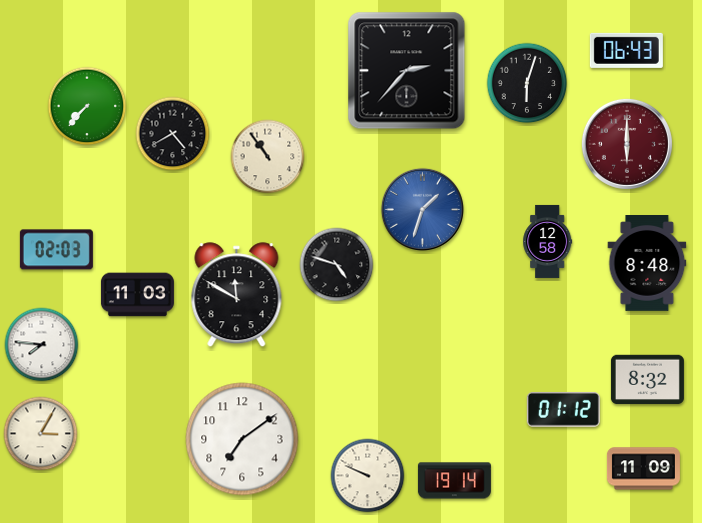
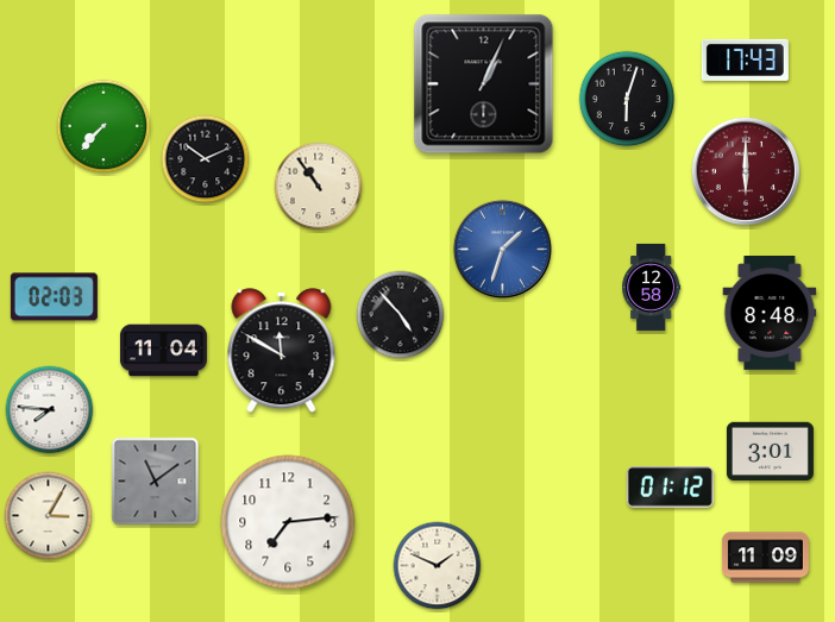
clock at (626, 50): 06:43 -> 17:43
clock at (407, 71): 2:37 -> 1:04
clock at (173, 134): 4:40 -> 10:11
clock at (56, 250) position: (56, 250) -> (54, 297)
clock at (337, 265): 4:48 -> 4:53
clock at (137, 295): 11:03 -> 11:04
clock at (647, 380): 8:32 -> 3:01
clock at (156, 482): none -> 11:09
clock at (242, 439): 7:09 -> 7:14
clock at (368, 476): 9:49 -> 1:49
clock at (454, 481): 19:14 -> none
